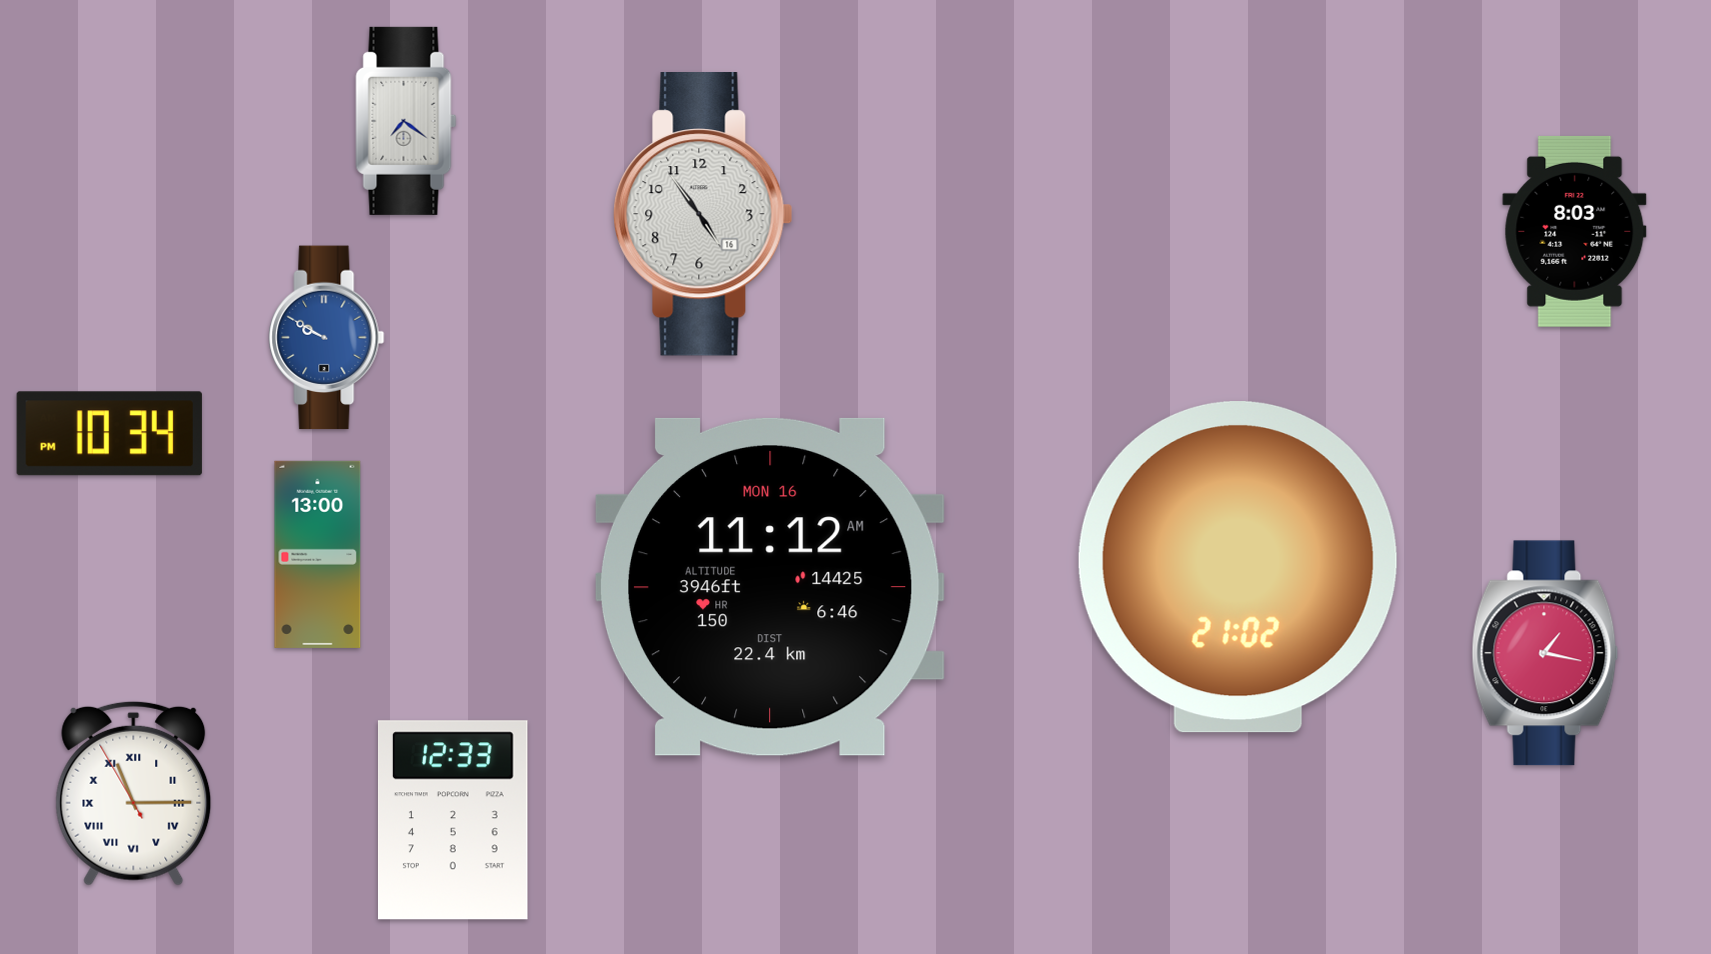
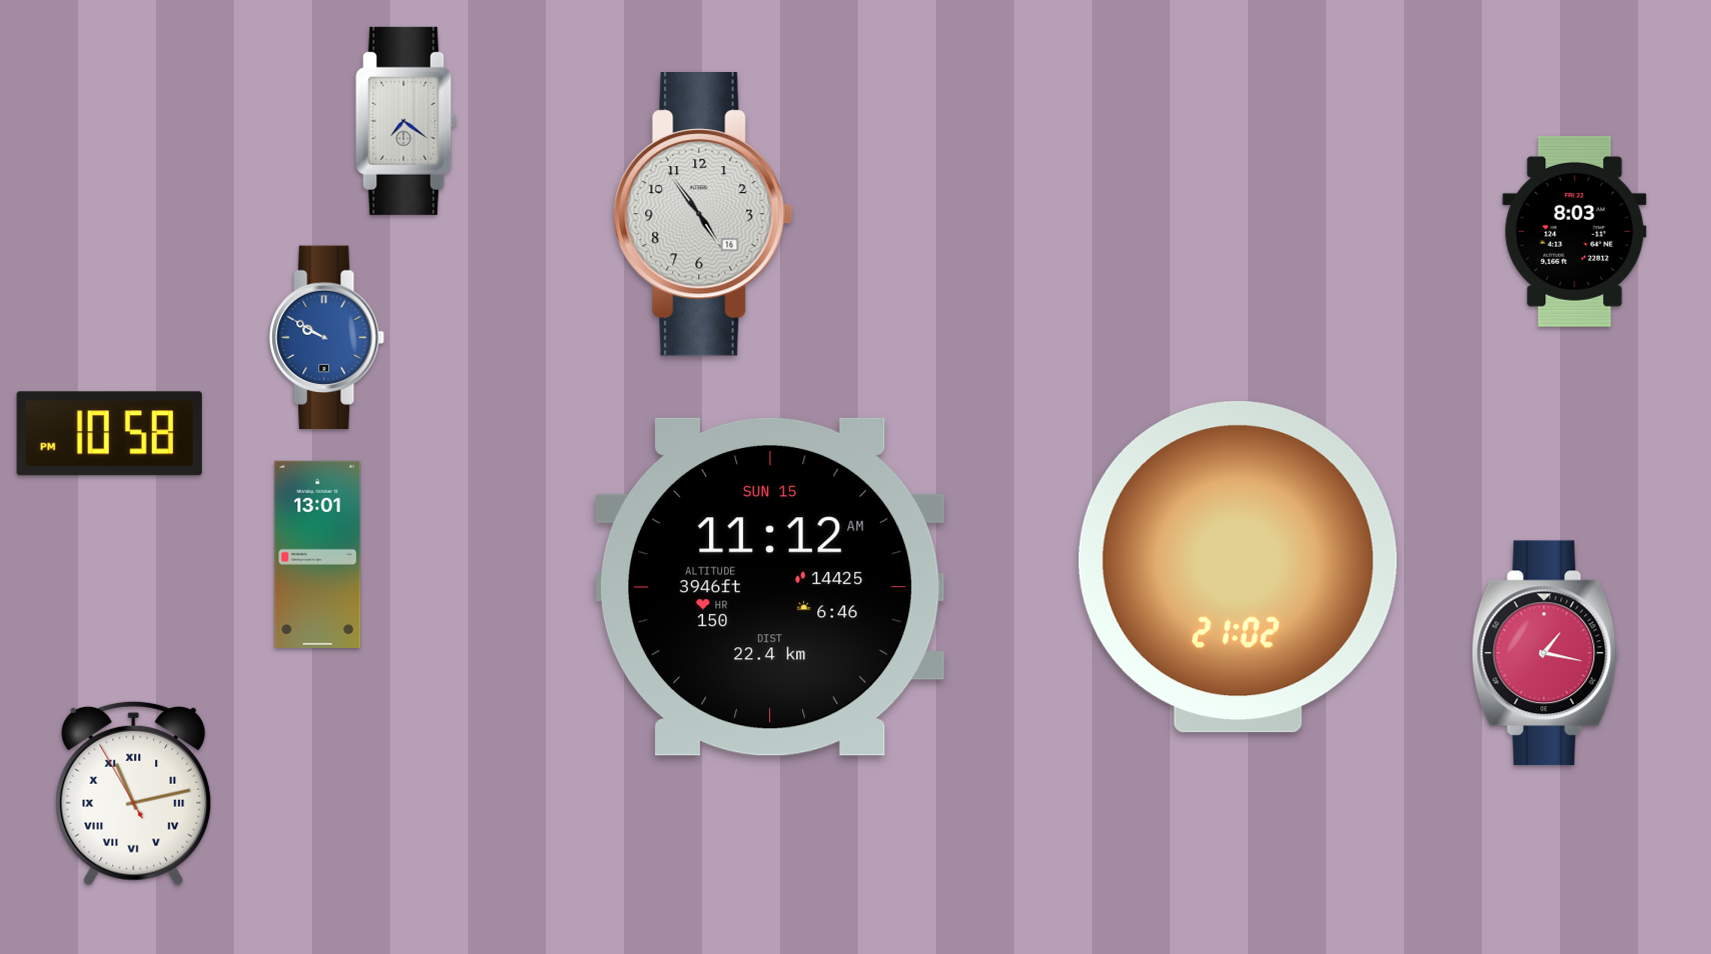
clock at (109, 434): 10:34 -> 10:58
clock at (318, 554): 13:00 -> 13:01
clock at (770, 587) date: MON 16 -> SUN 15
clock at (134, 793): 11:14 -> 11:12
clock at (453, 820): 12:33 -> none
